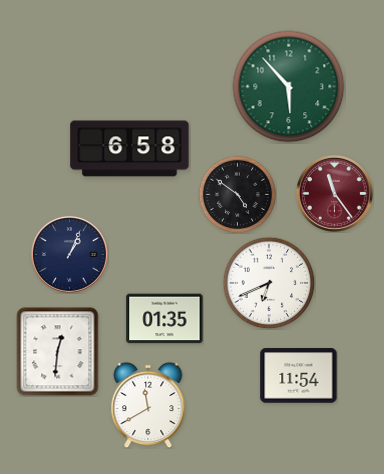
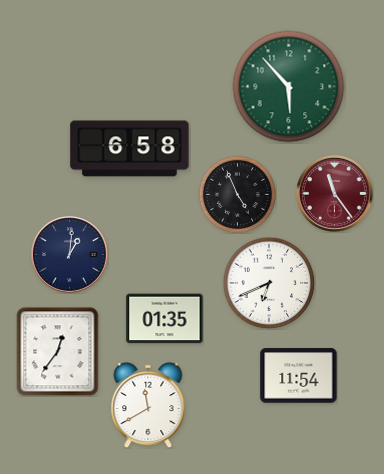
clock at (237, 194): 4:51 -> 4:56
clock at (69, 254): 1:04 -> 1:01
clock at (58, 352): 12:31 -> 12:36
